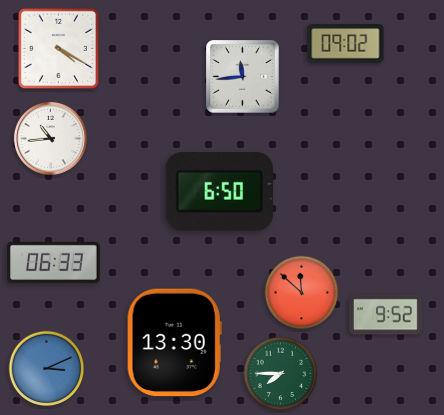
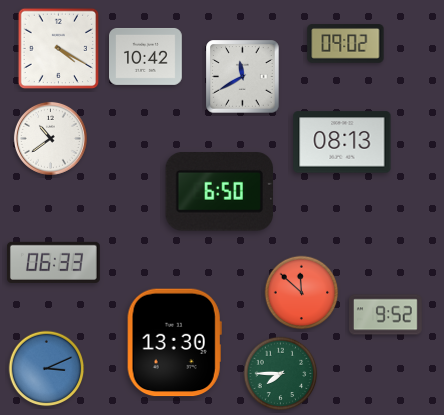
clock at (146, 56): none -> 10:42
clock at (243, 77): 11:44 -> 11:40
clock at (50, 138): 10:44 -> 10:39
clock at (342, 142): none -> 08:13
